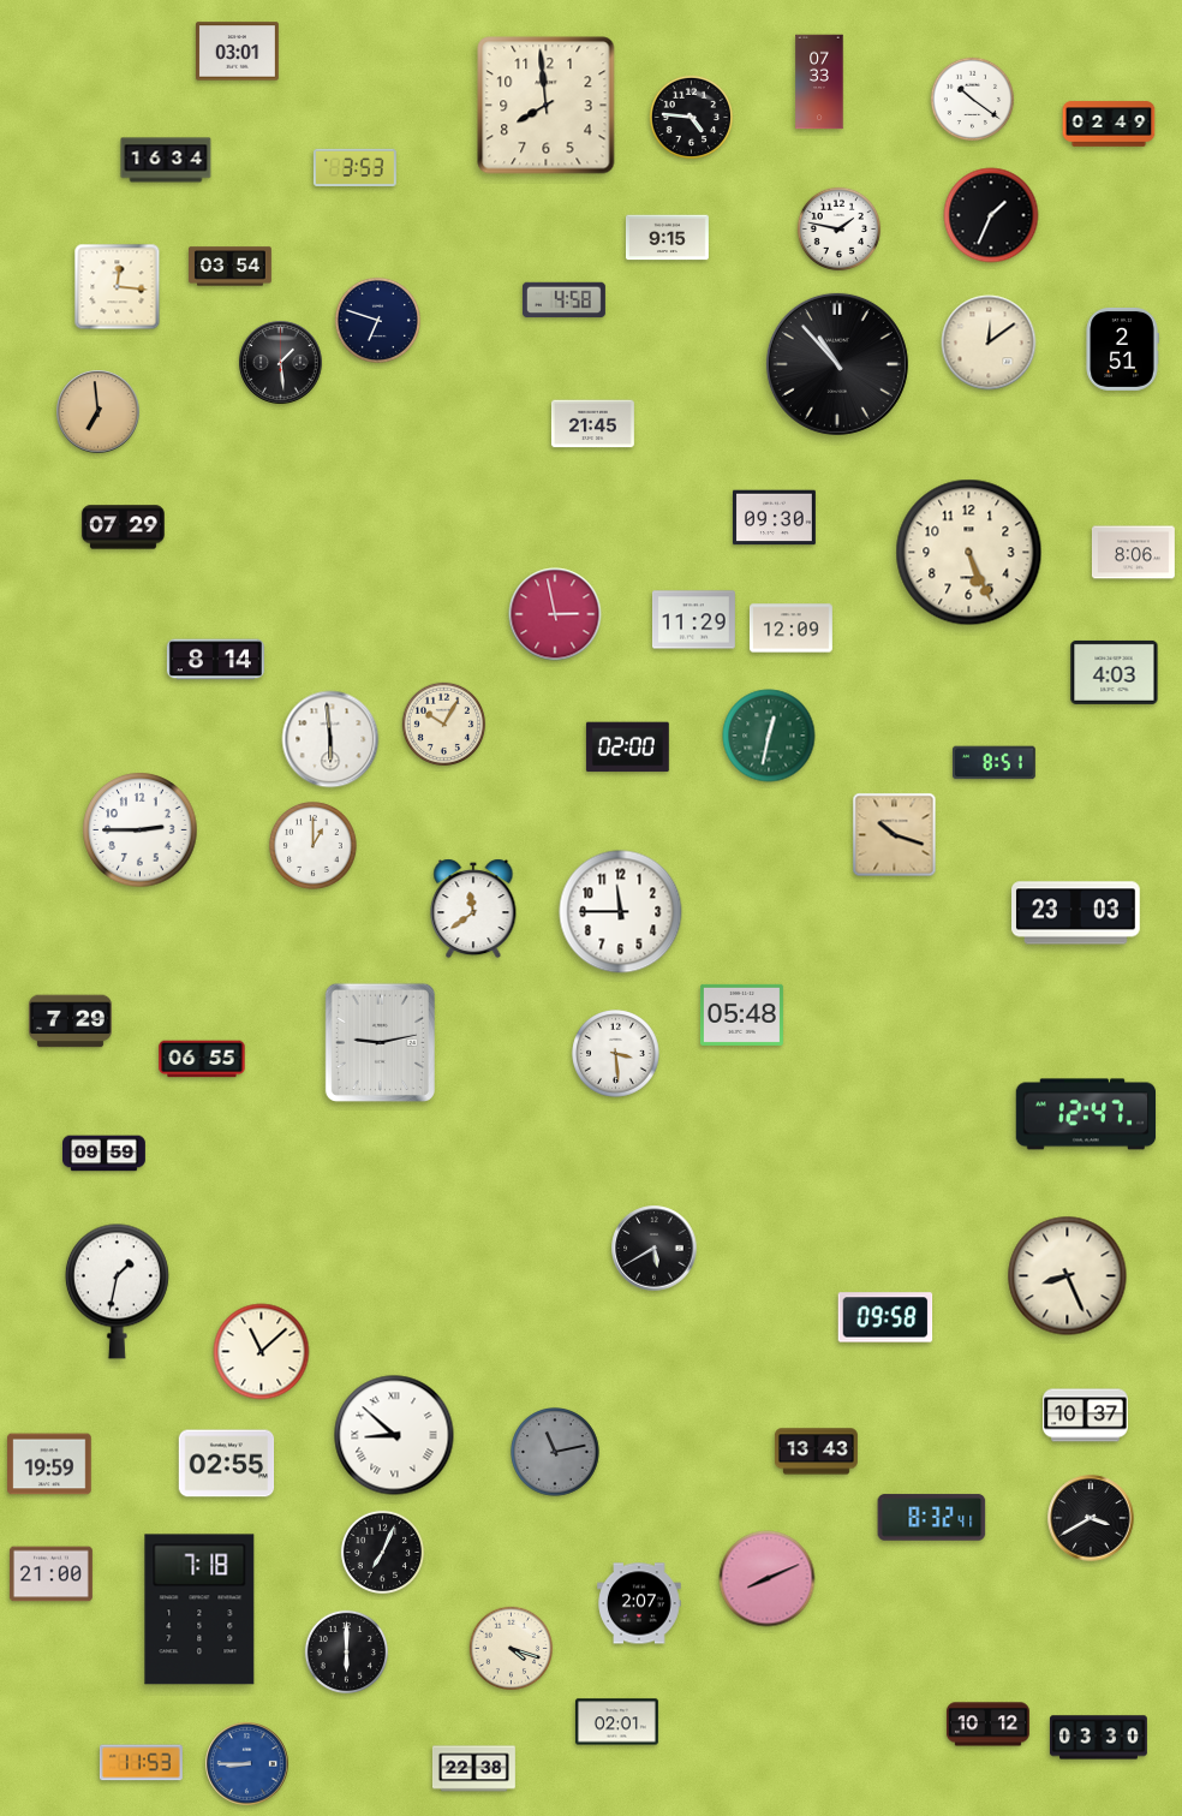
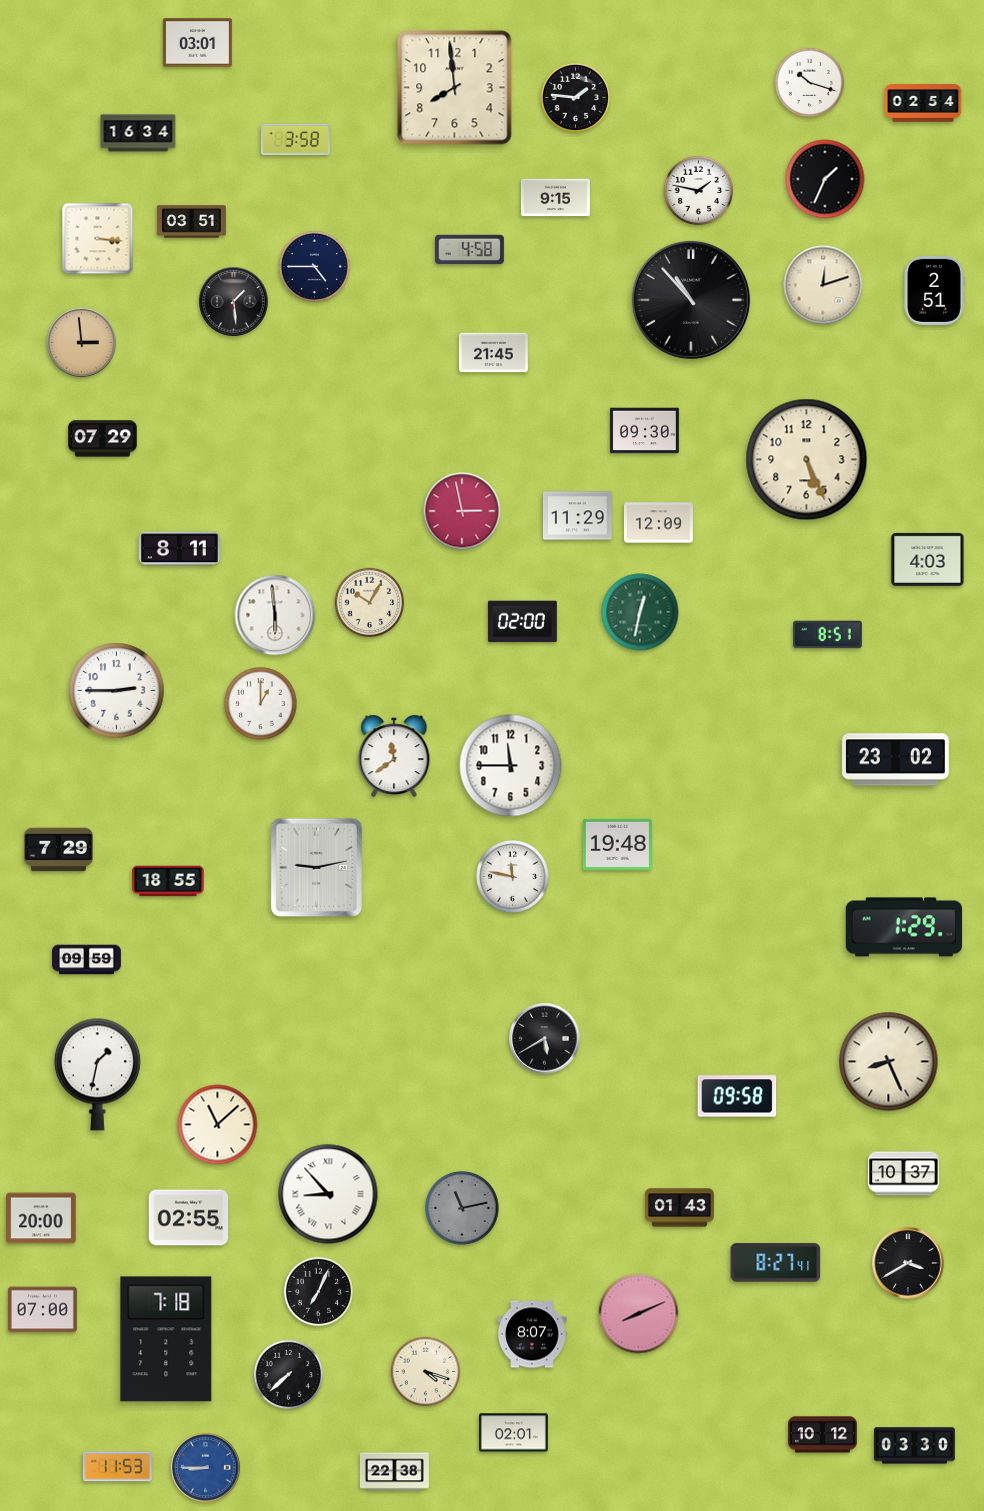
clock at (819, 82): 07:33 -> none
clock at (973, 100): 10:21 -> 10:18
clock at (692, 118): 4:46 -> 1:46
clock at (1109, 124): 02:49 -> 02:54
clock at (354, 167): 3:53 -> 3:58
clock at (229, 267): 03:54 -> 03:51
clock at (118, 287): 12:16 -> 3:16
clock at (377, 320): 6:48 -> 4:45
clock at (989, 343): 12:09 -> 12:12
clock at (837, 364) position: (837, 364) -> (691, 300)
clock at (98, 412): 6:59 -> 2:59
clock at (1133, 553): 8:06 -> none
clock at (215, 660): 8:14 -> 8:11
clock at (895, 835): 10:18 -> none
clock at (621, 912) position: (621, 912) -> (511, 766)
clock at (1076, 913): 23:03 -> 23:02
clock at (741, 1014): 05:48 -> 19:48
clock at (616, 1054): 3:29 -> 11:47
clock at (202, 1059): 06:55 -> 18:55
clock at (1086, 1114): 12:47 -> 1:29
clock at (1086, 1416) position: (1086, 1416) -> (904, 1174)
clock at (394, 1435): 8:52 -> 8:53
clock at (816, 1452): 13:43 -> 01:43
clock at (49, 1464): 19:59 -> 20:00
clock at (932, 1518): 8:32 -> 8:27
clock at (50, 1574): 21:00 -> 07:00
clock at (639, 1603): 2:07 -> 8:07
clock at (347, 1653): 6:00 -> 7:38
